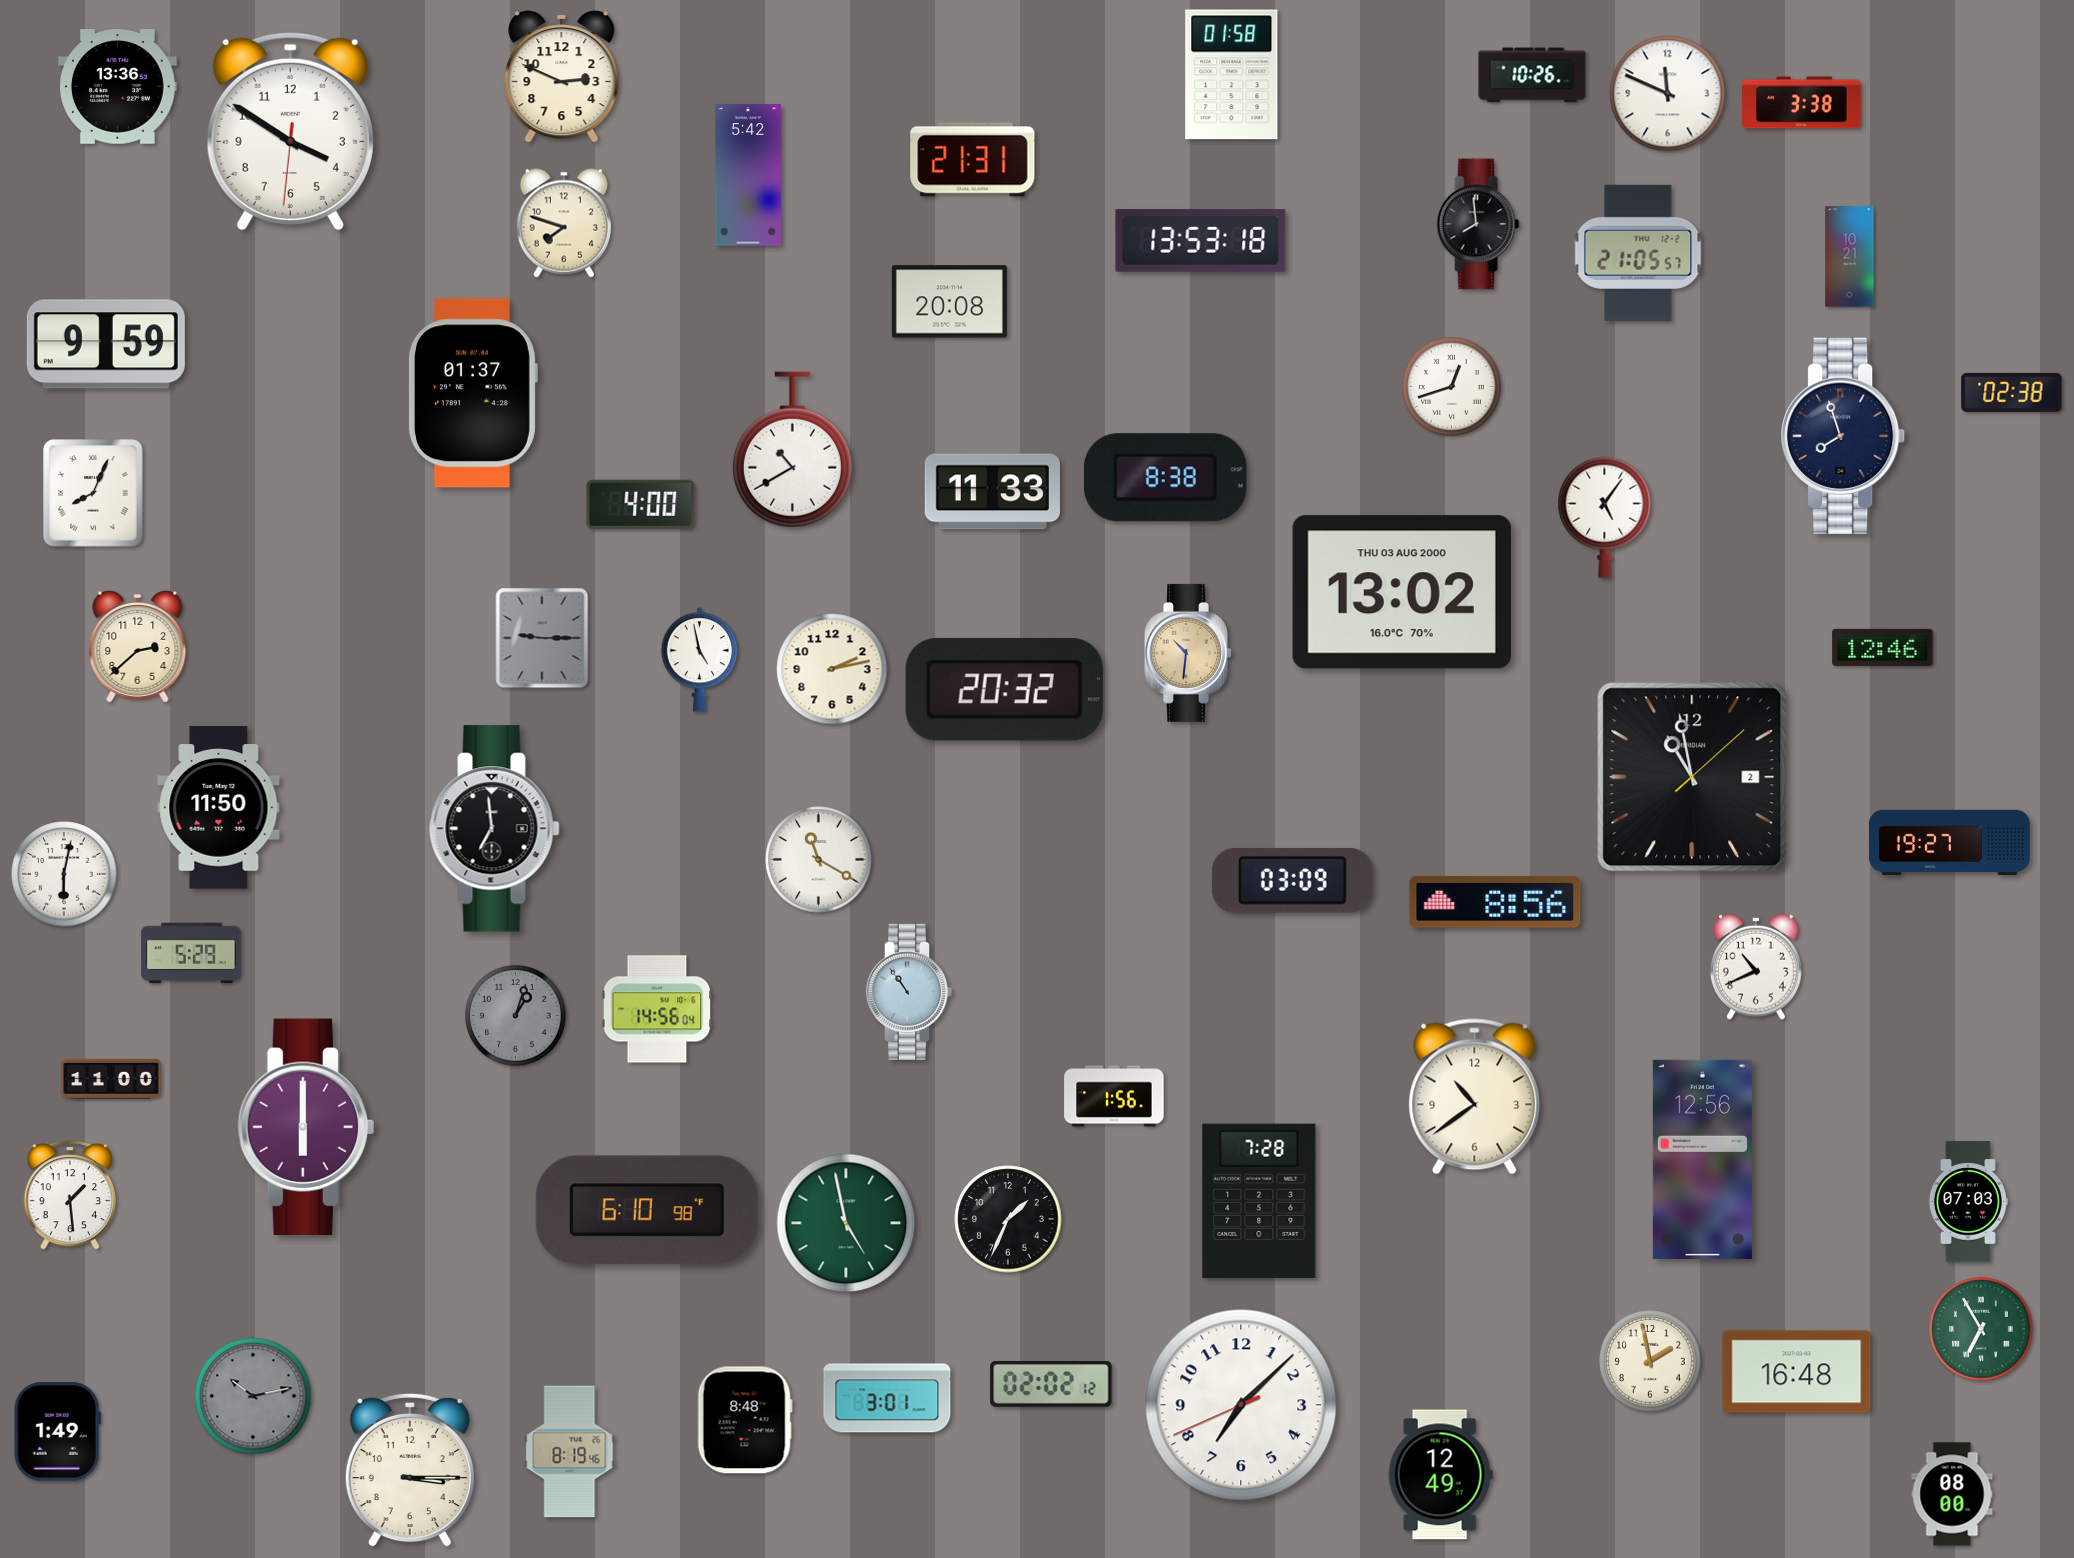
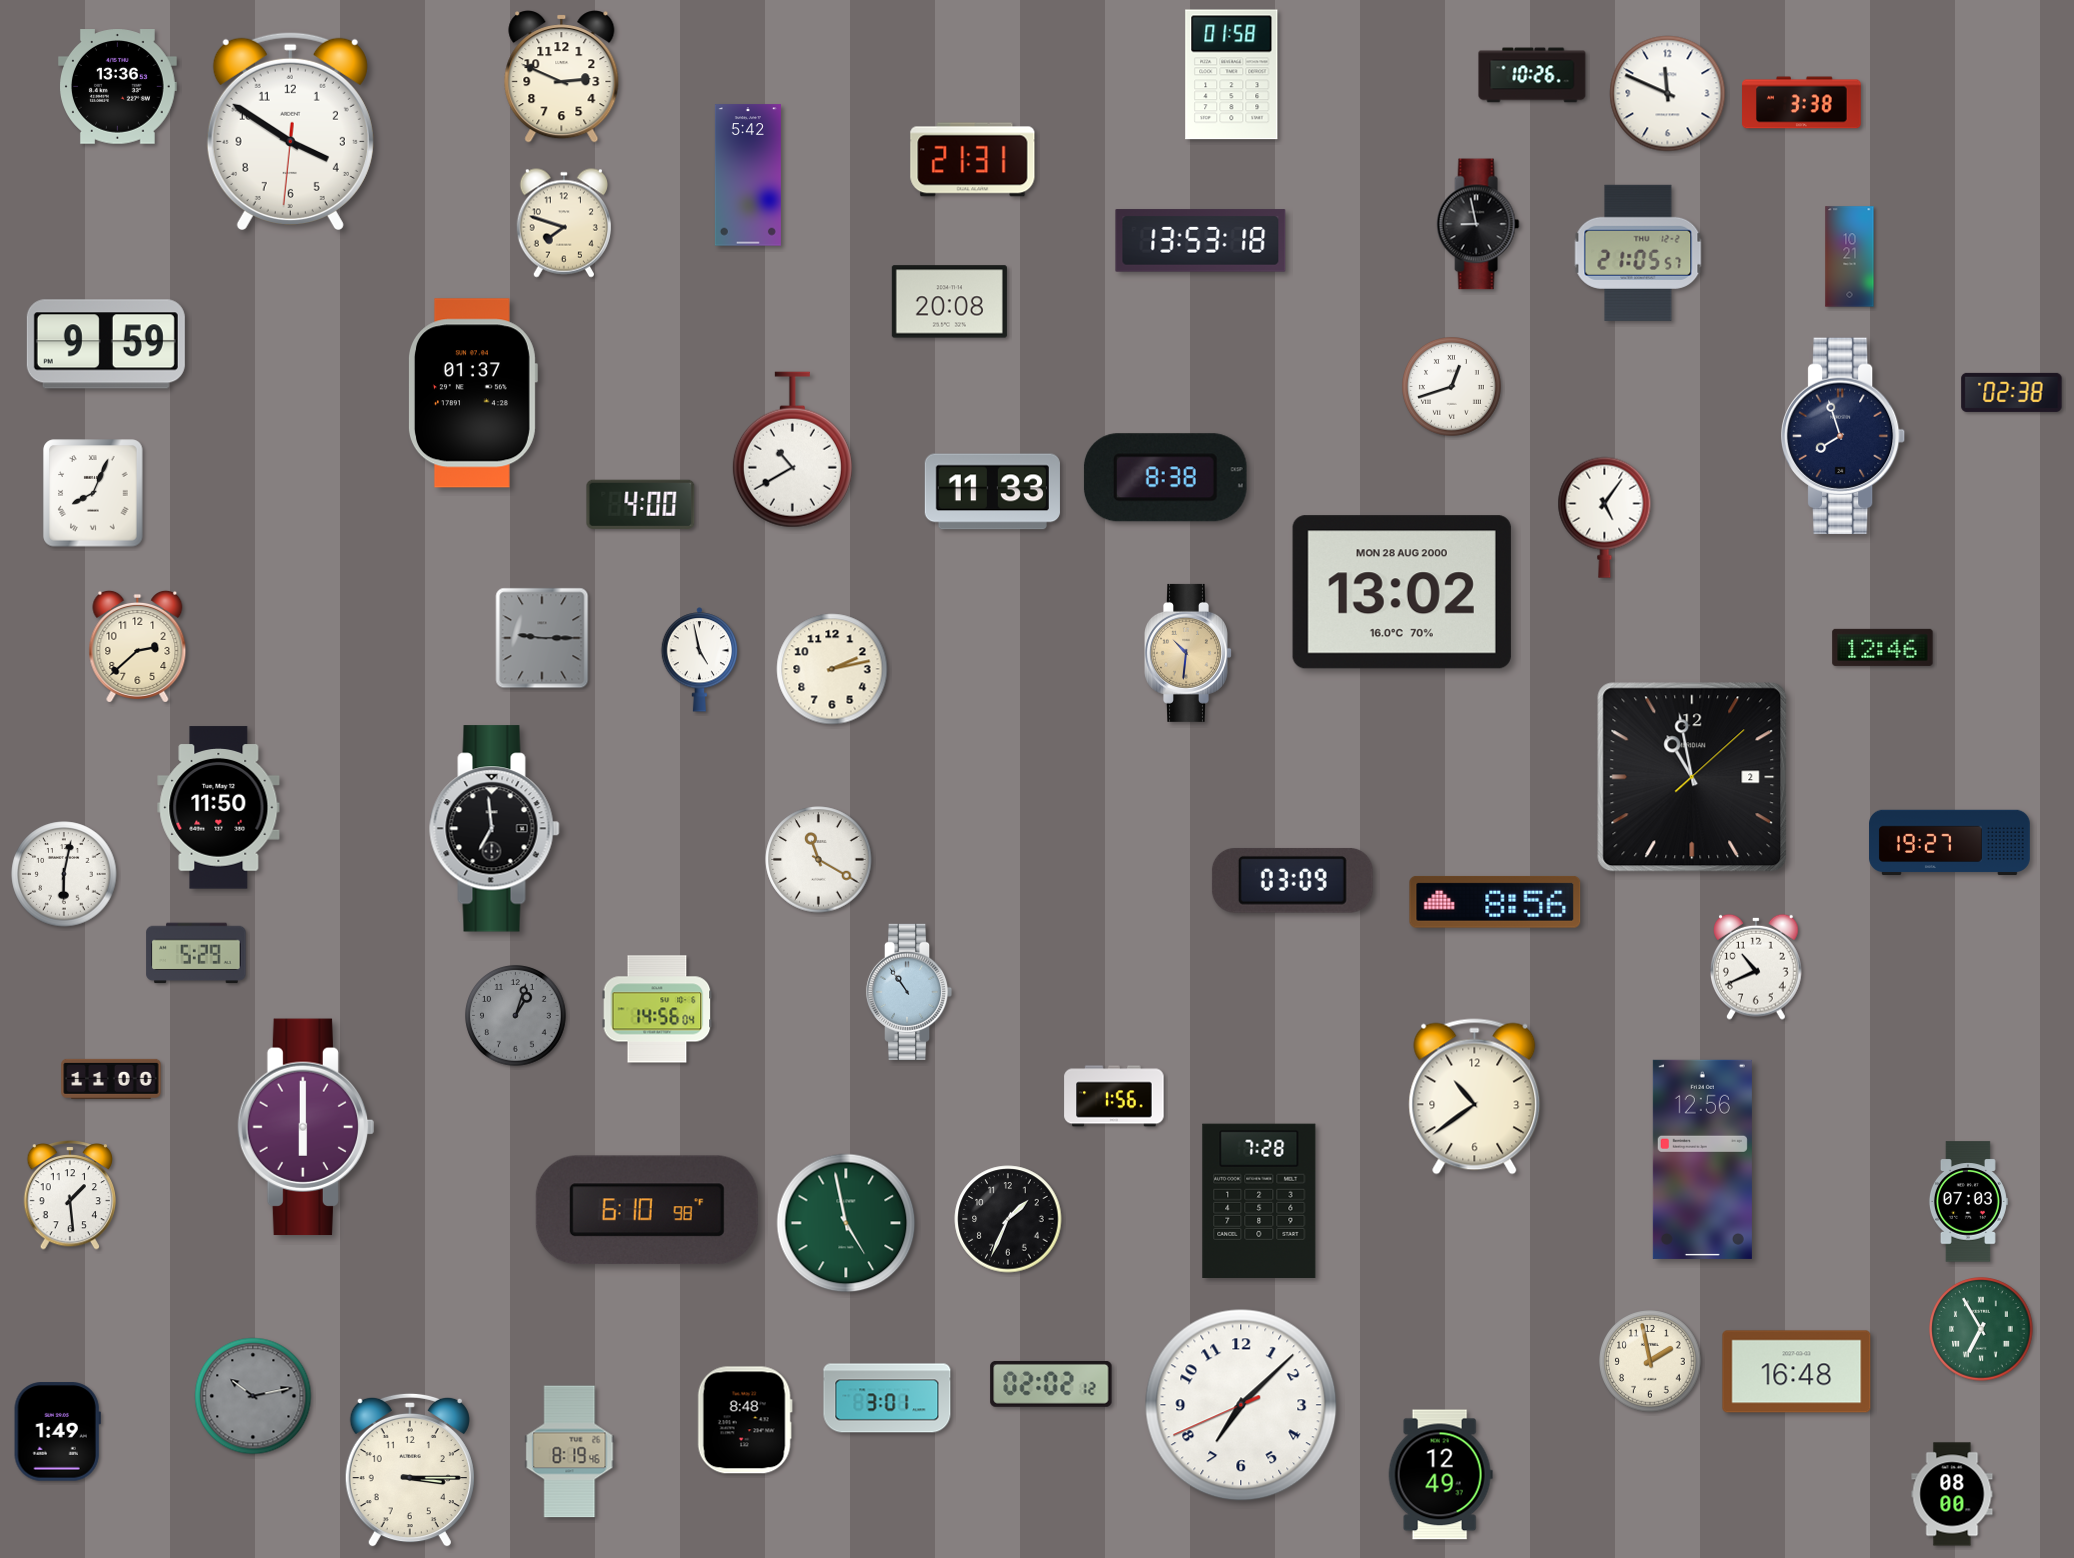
clock at (1478, 224): 7:59 -> 8:58
clock at (1402, 592) date: THU 03 AUG 2000 -> MON 28 AUG 2000
clock at (1004, 690): 20:32 -> none
clock at (191, 953) position: (191, 953) -> (196, 953)
